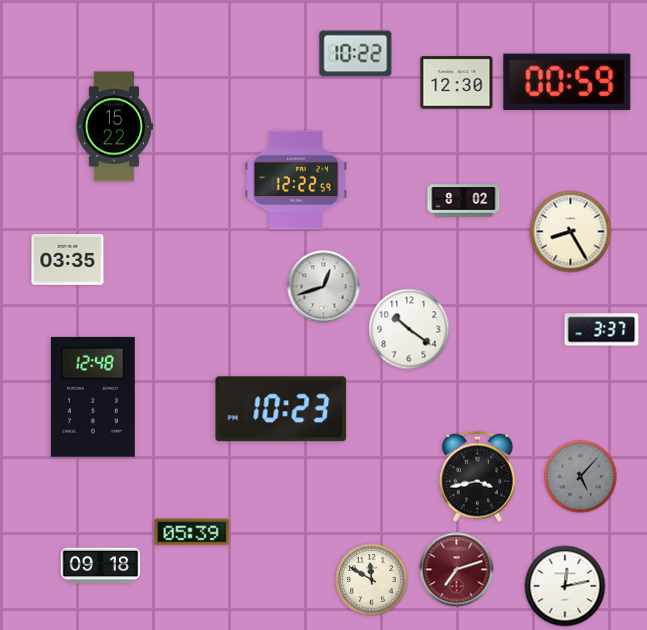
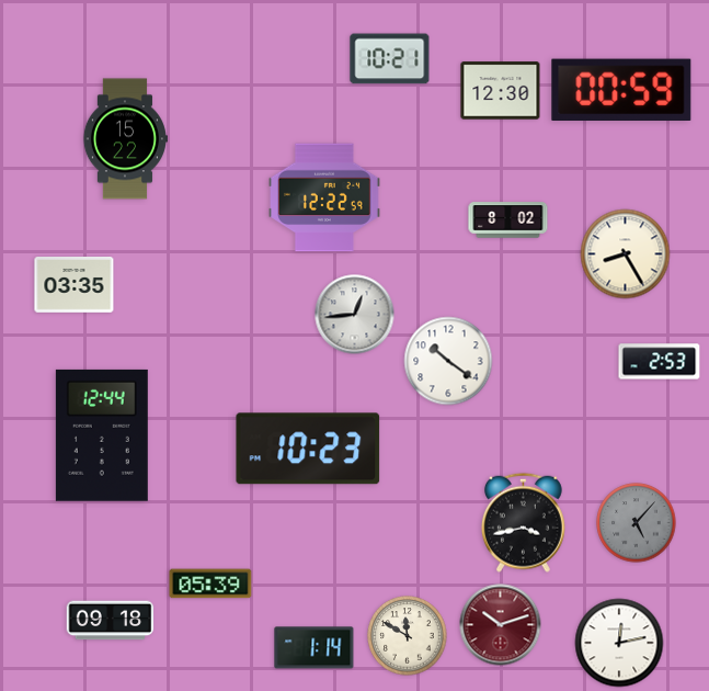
clock at (356, 54): 10:22 -> 10:21
clock at (324, 287): 12:42 -> 12:44
clock at (602, 330): 3:37 -> 2:53
clock at (93, 397): 12:48 -> 12:44
clock at (457, 570): 7:12 -> 10:12
clock at (315, 648): none -> 1:14
